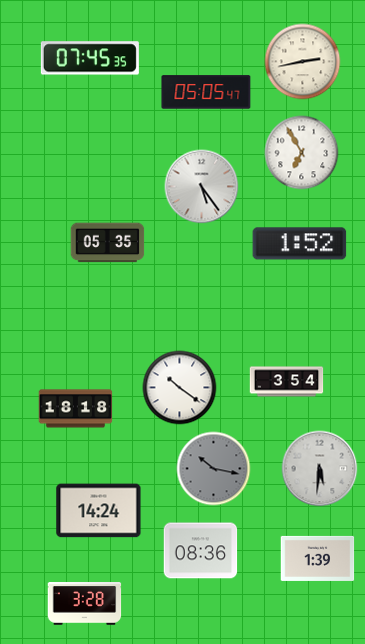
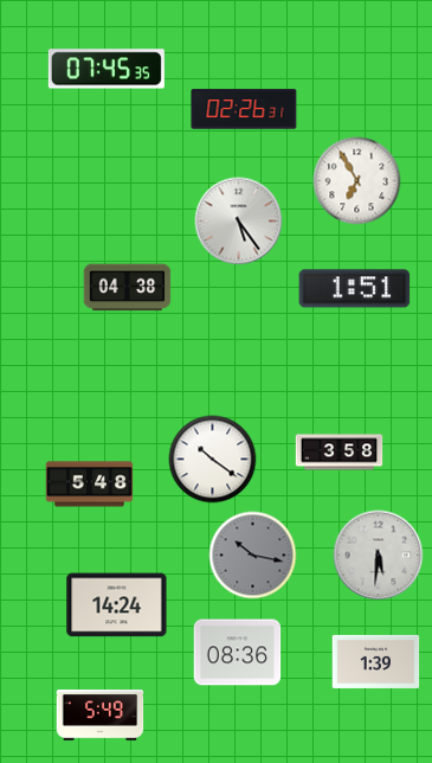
clock at (303, 62): 2:43 -> none
clock at (206, 92): 05:05 -> 02:26
clock at (108, 243): 05:35 -> 04:38
clock at (300, 244): 1:52 -> 1:51
clock at (287, 382): 3:54 -> 3:58
clock at (76, 409): 18:18 -> 5:48
clock at (85, 604): 3:28 -> 5:49
